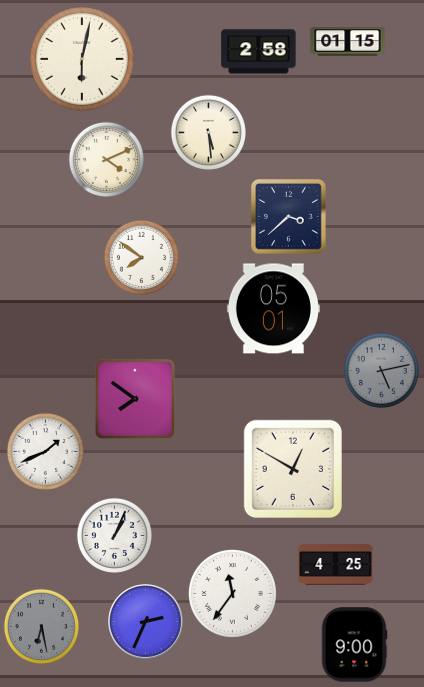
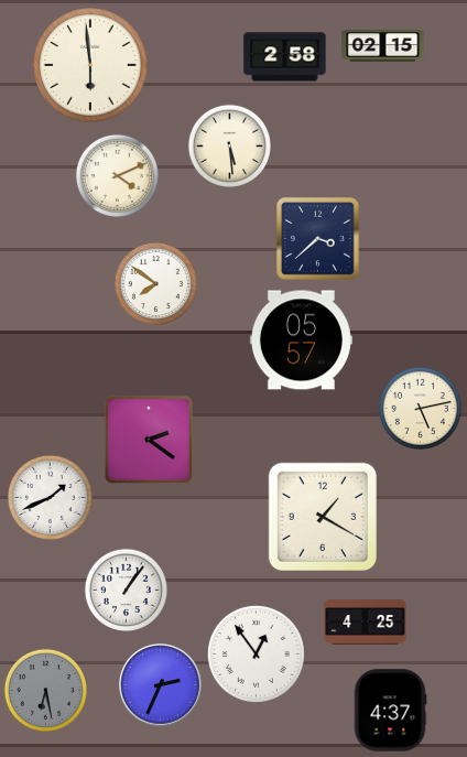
clock at (348, 42): 01:15 -> 02:15
clock at (82, 59): 6:02 -> 5:59
clock at (273, 309): 05:01 -> 05:57
clock at (381, 370) dial: grey -> cream
clock at (135, 399): 7:51 -> 2:21
clock at (292, 468): 12:50 -> 1:20
clock at (114, 535): 1:04 -> 1:06
clock at (336, 565) position: (336, 565) -> (366, 623)
clock at (232, 593): 11:36 -> 12:54
clock at (354, 645): 9:00 -> 4:37
